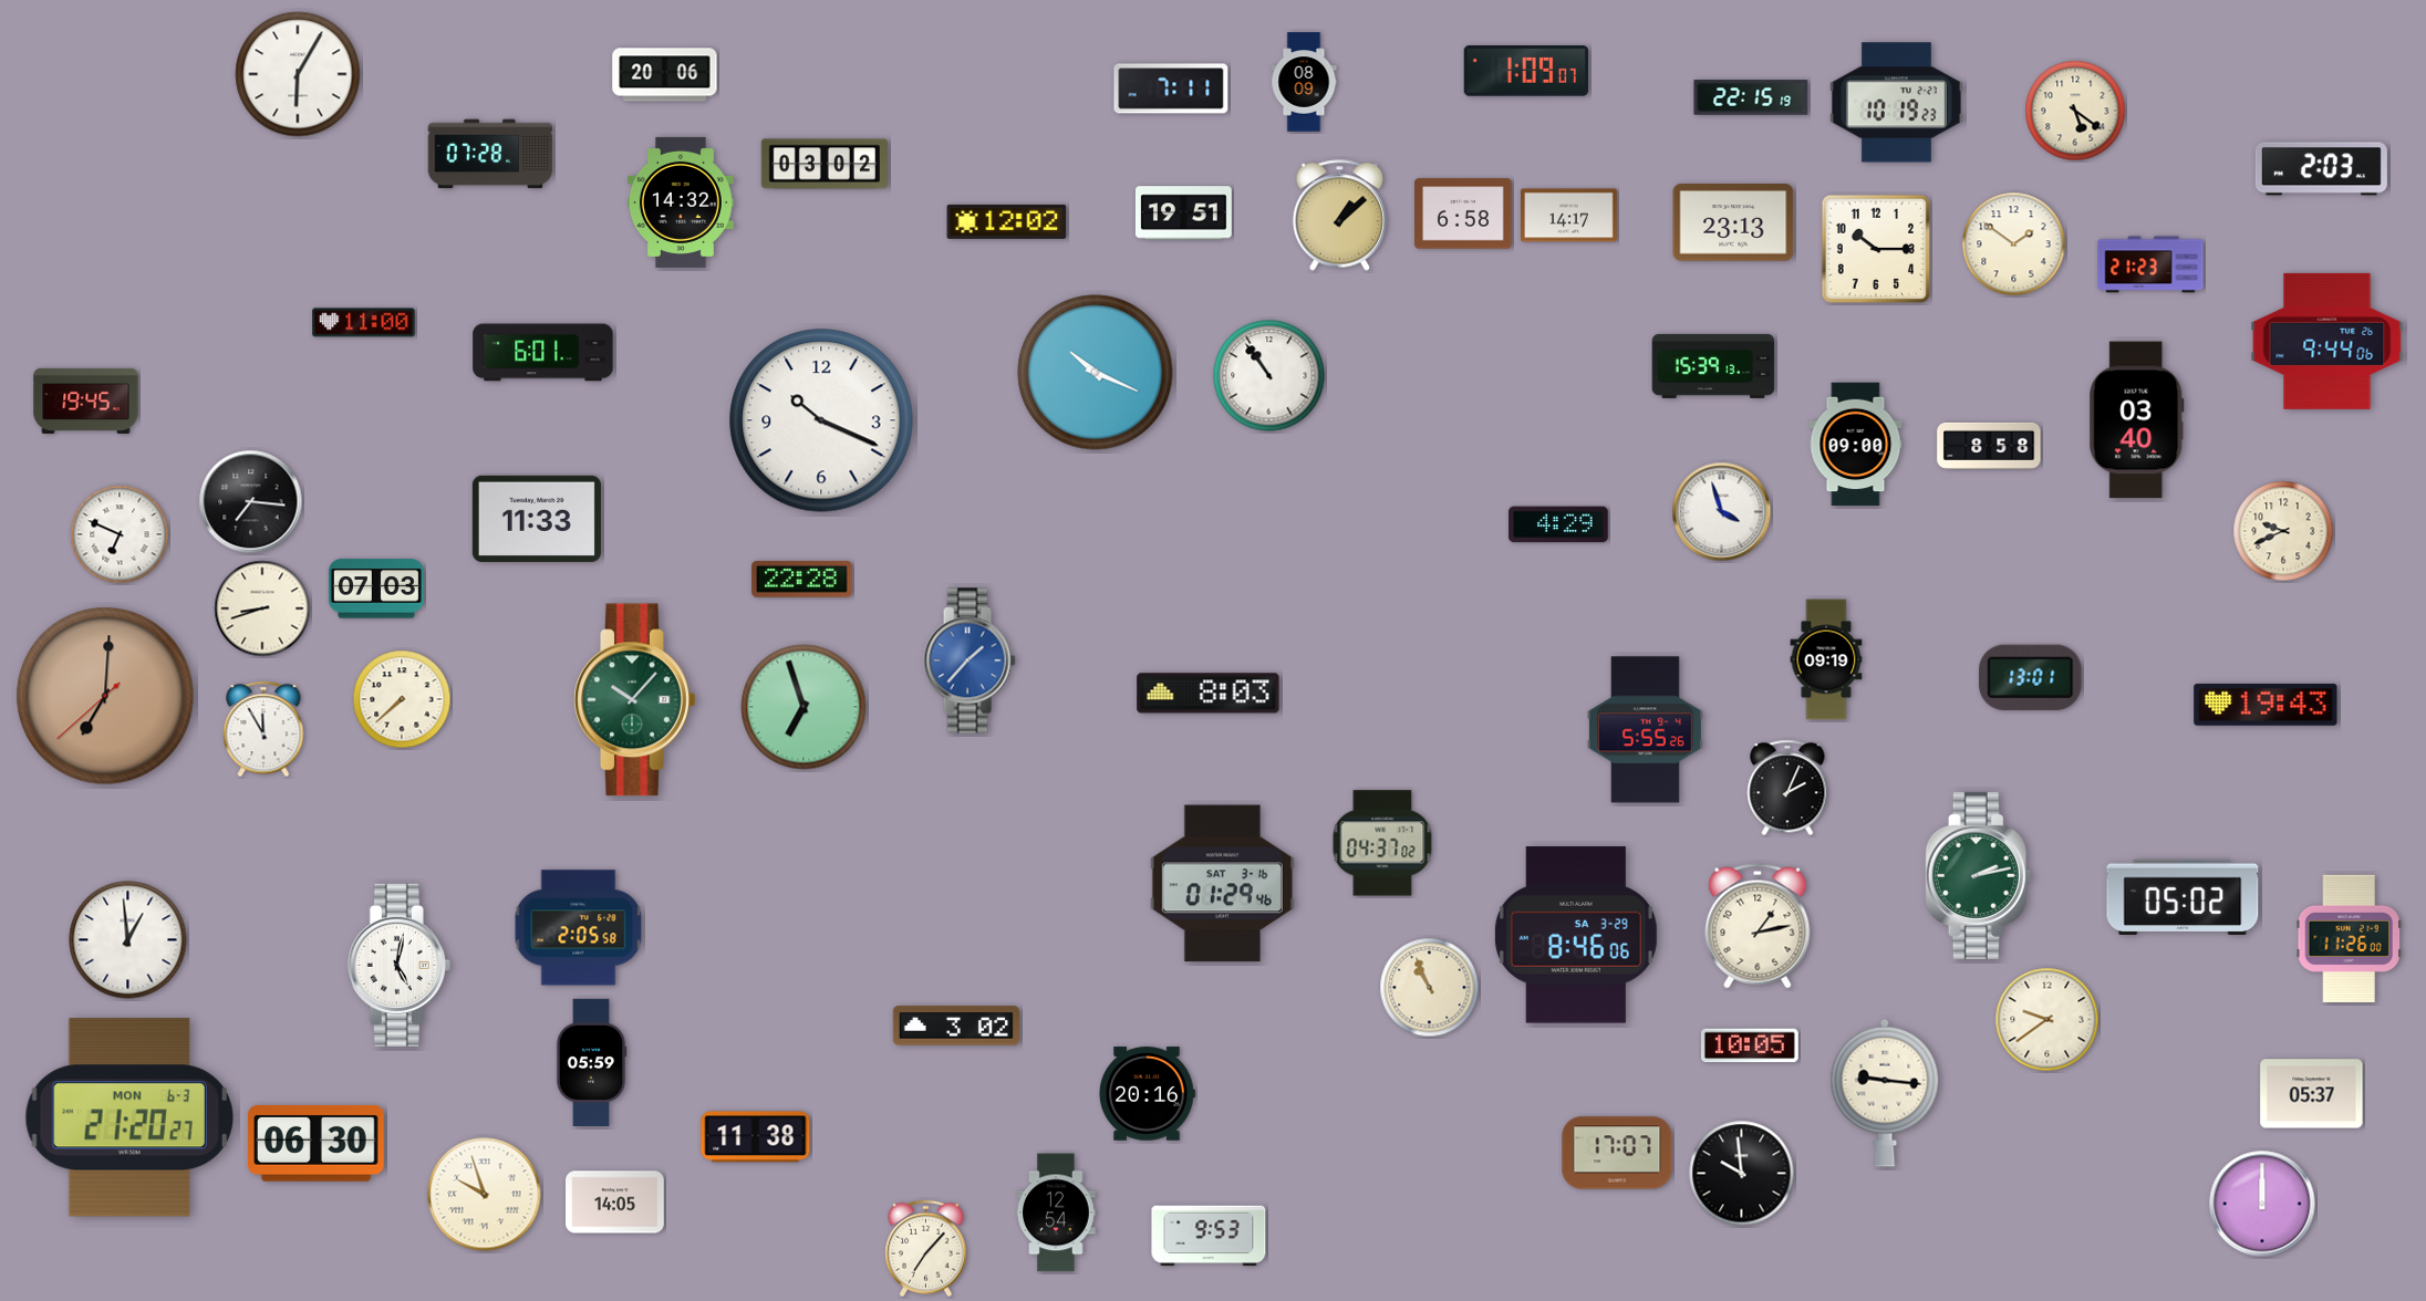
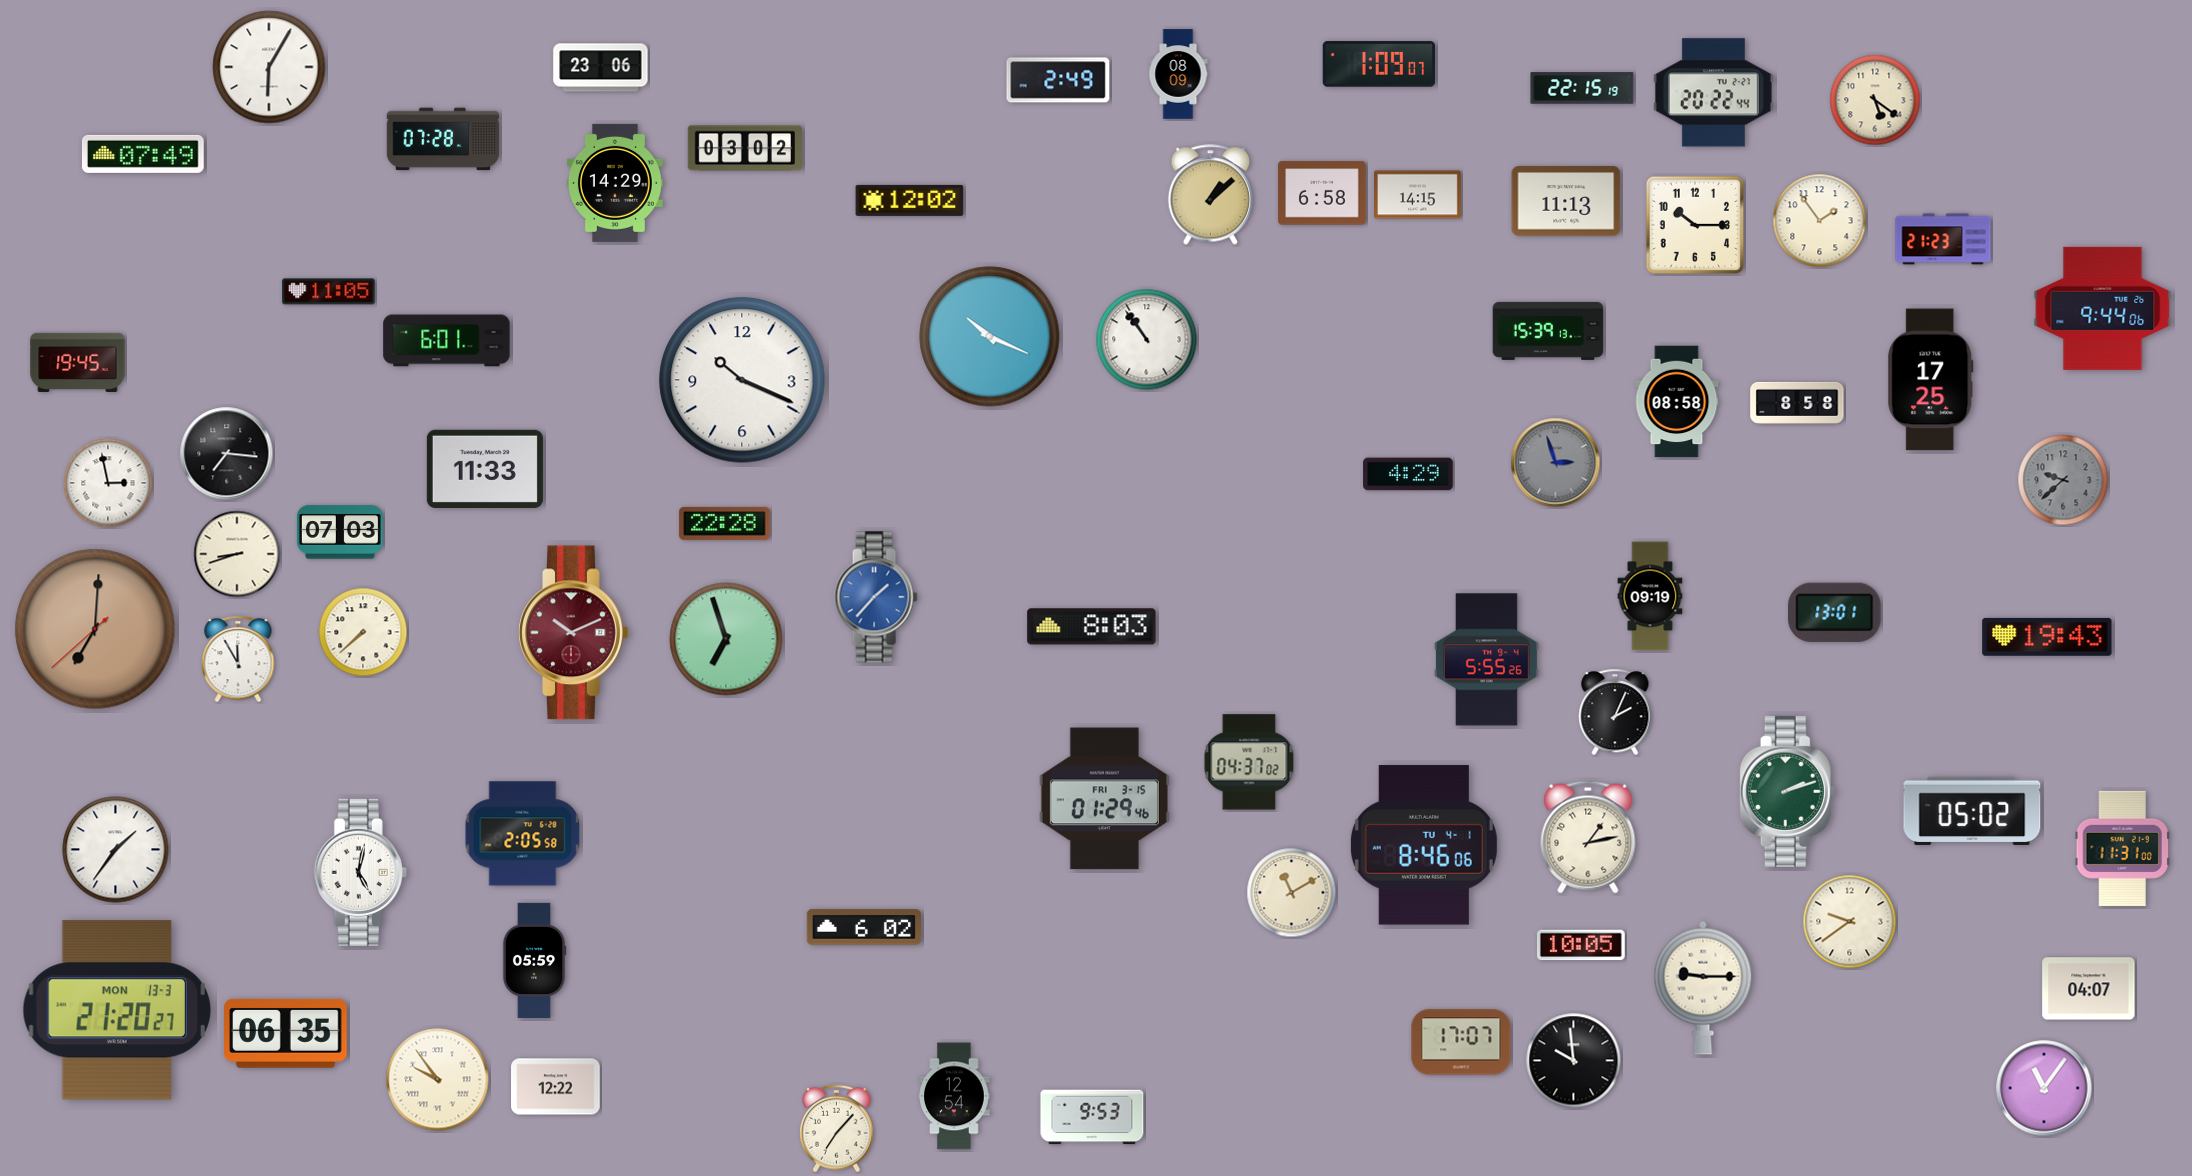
clock at (665, 75): 20:06 -> 23:06
clock at (1171, 89): 7:11 -> 2:49
clock at (1896, 103): 10:19 -> 20:22
clock at (2321, 169): 2:03 -> none
clock at (143, 154): none -> 07:49
clock at (681, 202): 14:32 -> 14:29
clock at (1183, 214): 19:51 -> none
clock at (1569, 216): 14:17 -> 14:15
clock at (1733, 222): 23:13 -> 11:13
clock at (2014, 244): 1:51 -> 1:54
clock at (364, 323): 11:00 -> 11:05
clock at (543, 353) position: (543, 353) -> (447, 341)
clock at (2137, 420): 03:40 -> 17:25
clock at (1856, 445): 09:00 -> 08:58
clock at (1722, 512): 3:57 -> 2:57
clock at (1722, 512) dial: white -> grey
clock at (2283, 531): 9:41 -> 9:38
clock at (2283, 531) dial: cream -> grey
clock at (120, 534): 6:49 -> 2:58
clock at (262, 608) position: (262, 608) -> (237, 554)
clock at (635, 700): 10:07 -> 10:11
clock at (635, 700) dial: green -> burgundy
clock at (1979, 875): 2:13 -> 2:12
clock at (1222, 884) date: SAT 3-16 -> FRI 3-15
clock at (579, 928) position: (579, 928) -> (523, 834)
clock at (1576, 935) date: SA 3-29 -> TU 4-1
clock at (2349, 938): 11:26 -> 11:31
clock at (128, 940): 12:59 -> 1:36
clock at (1430, 988): 10:56 -> 11:10
clock at (955, 1026): 3:02 -> 6:02
clock at (1885, 1093): 9:16 -> 9:15
clock at (1148, 1094): 20:16 -> none
clock at (2312, 1094): 05:37 -> 04:07
clock at (128, 1117) date: MON 6-3 -> MON 13-3
clock at (756, 1137): 11:38 -> none
clock at (317, 1143): 06:30 -> 06:35
clock at (485, 1195): 9:57 -> 9:54
clock at (615, 1203): 14:05 -> 12:22
clock at (2262, 1204): 12:00 -> 11:06
